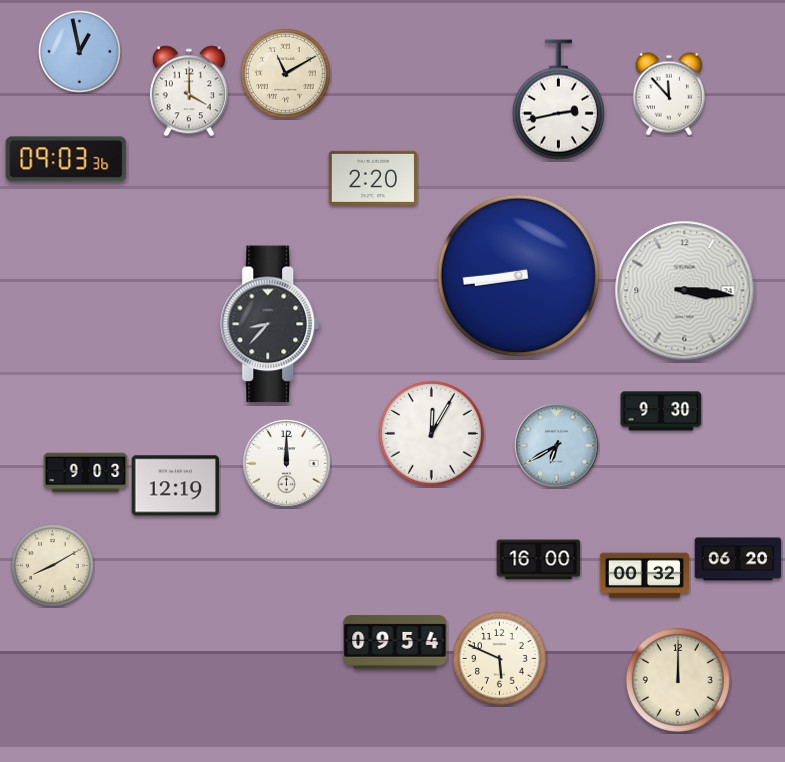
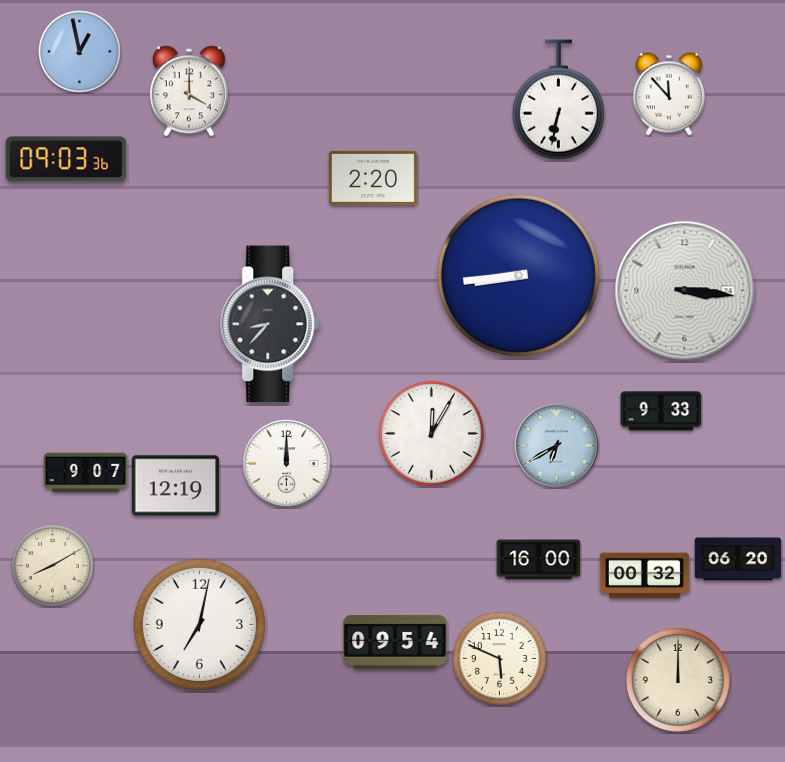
clock at (286, 74): 11:10 -> none
clock at (558, 100): 2:43 -> 6:32
clock at (661, 411): 9:30 -> 9:33
clock at (86, 473): 9:03 -> 9:07
clock at (199, 624): none -> 7:02
